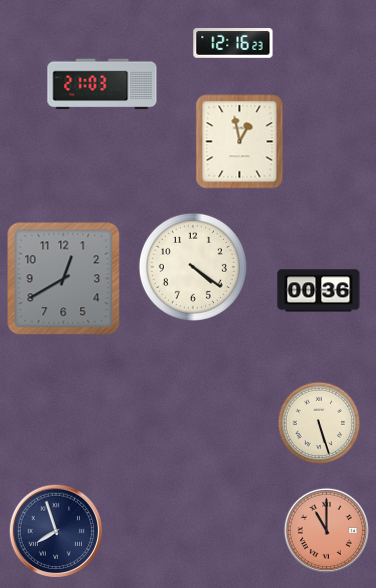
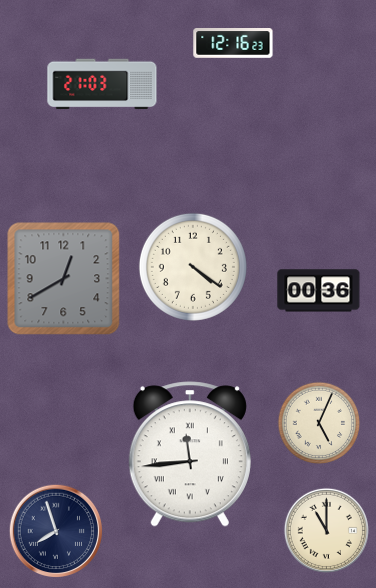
clock at (240, 142): 12:58 -> none
clock at (319, 423): 5:27 -> 5:04
clock at (190, 454): none -> 11:44
clock at (326, 530) dial: salmon -> cream
